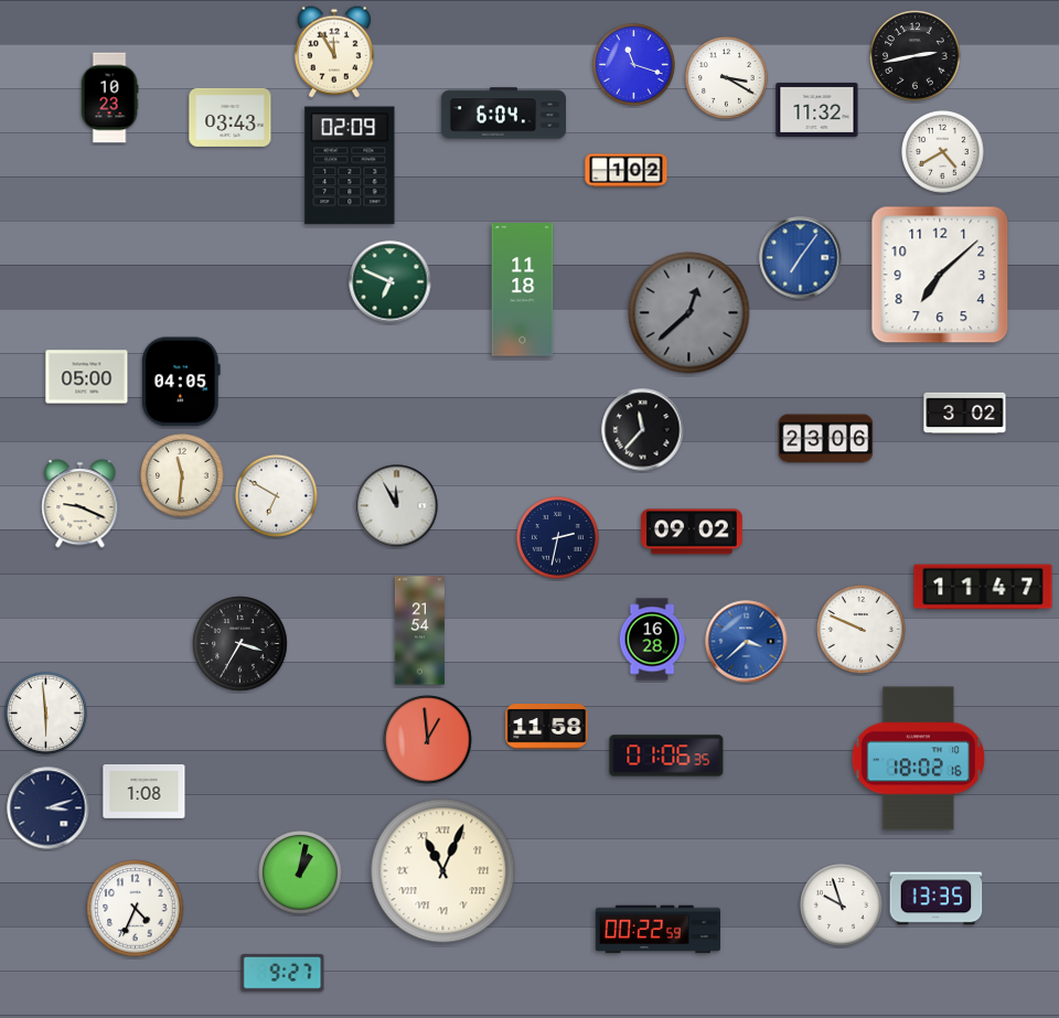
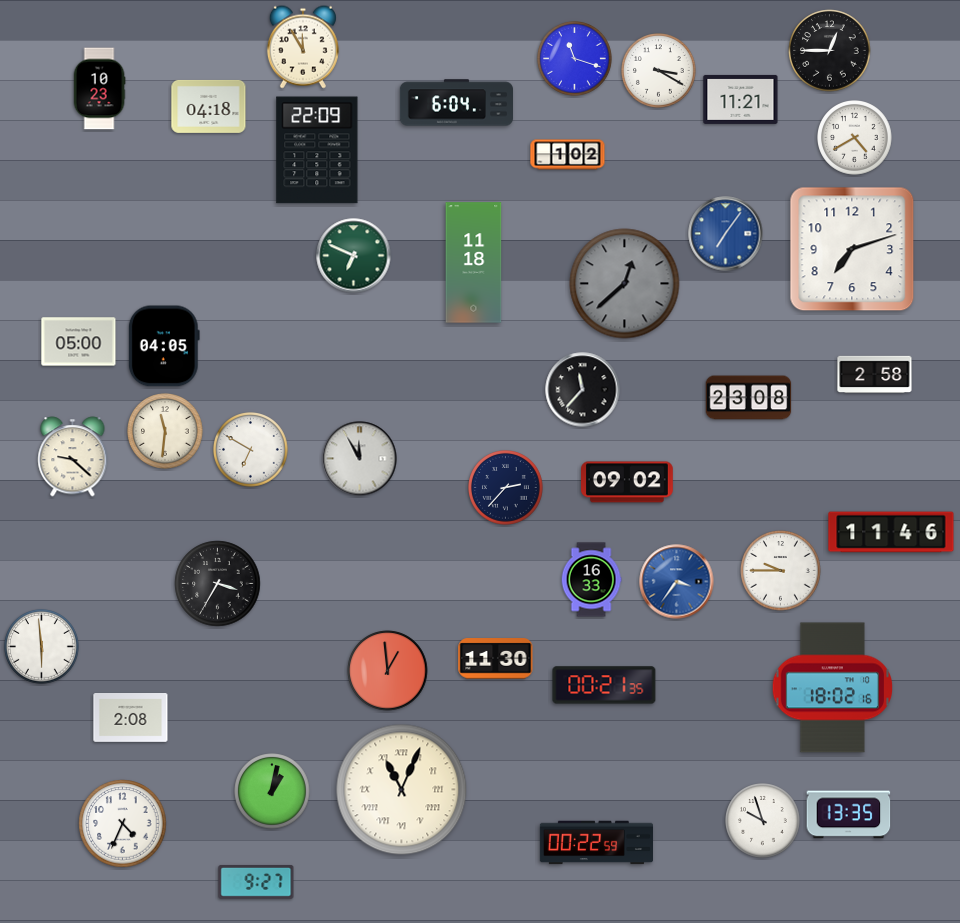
clock at (916, 56): 2:43 -> 12:45
clock at (817, 109): 11:32 -> 11:21
clock at (231, 117): 03:43 -> 04:18
clock at (350, 165): 02:09 -> 22:09
clock at (940, 275): 7:08 -> 7:12
clock at (965, 414): 3:02 -> 2:58
clock at (826, 439): 23:06 -> 23:08
clock at (81, 504): 9:19 -> 9:22
clock at (558, 538): 2:32 -> 2:37
clock at (983, 587): 11:47 -> 11:46
clock at (862, 630): 9:49 -> 9:45
clock at (419, 631): 21:54 -> none
clock at (652, 640): 16:28 -> 16:33
clock at (747, 642): 3:38 -> 3:36
clock at (547, 727): 11:58 -> 11:30
clock at (666, 756): 01:06 -> 00:21
clock at (145, 792): 1:08 -> 2:08
clock at (49, 808): 3:12 -> none
